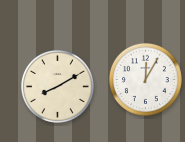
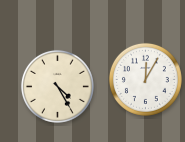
clock at (57, 86): 8:10 -> 4:25
